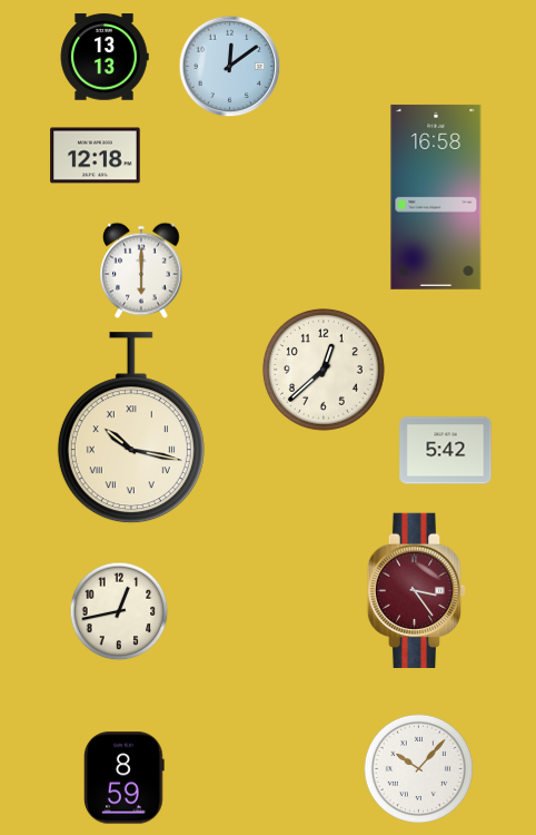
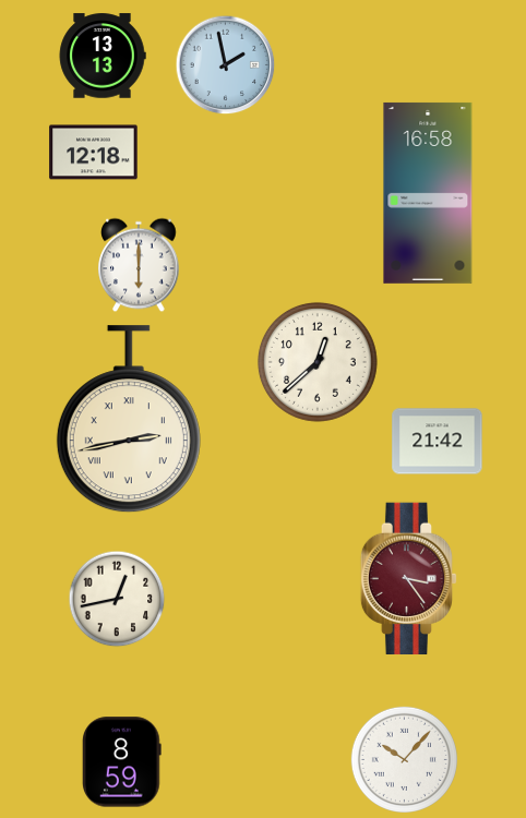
clock at (230, 67): 12:09 -> 1:58
clock at (131, 429): 10:17 -> 2:43
clock at (446, 451): 5:42 -> 21:42
clock at (418, 768) position: (418, 768) -> (404, 759)
